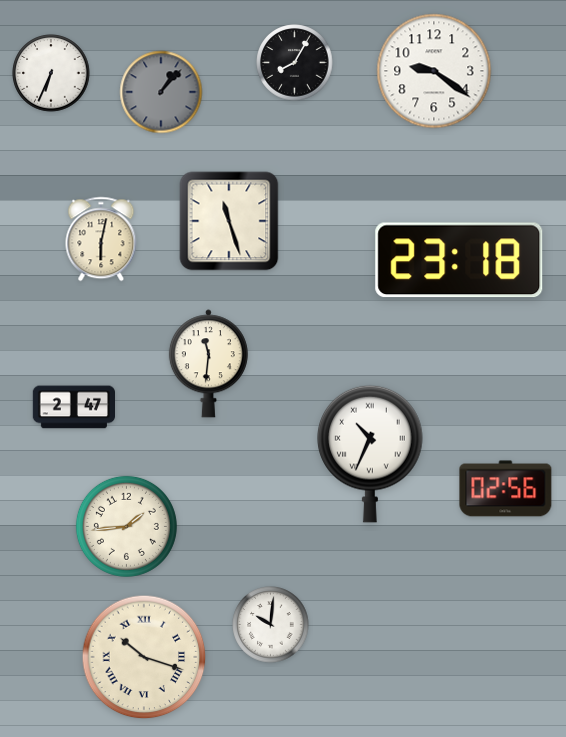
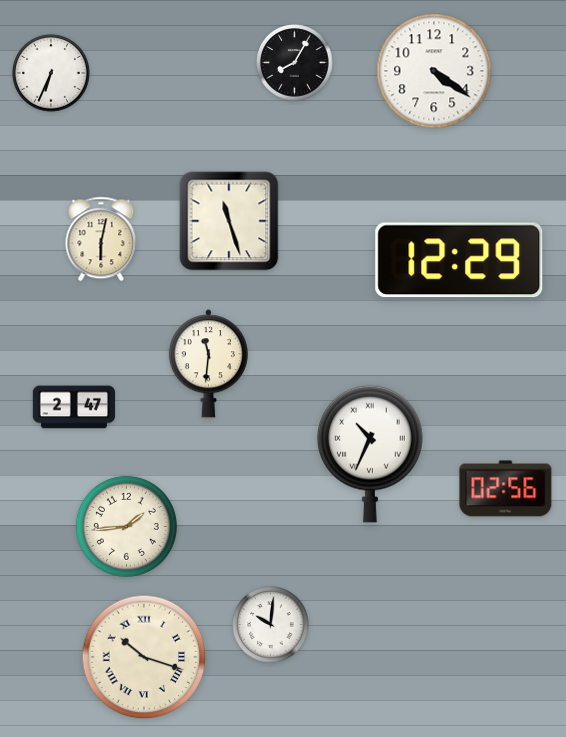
clock at (434, 71): 9:21 -> 4:21
clock at (161, 92): 1:07 -> none
clock at (459, 260): 23:18 -> 12:29
